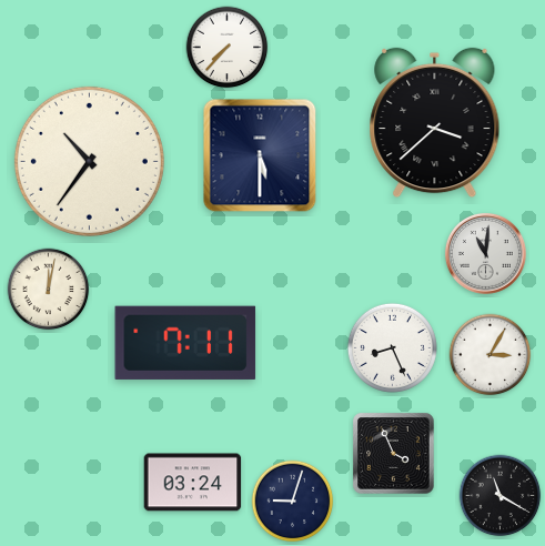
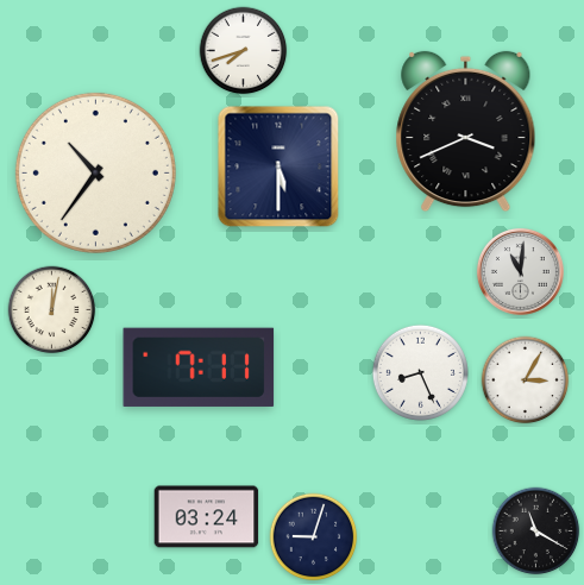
clock at (228, 48): 7:37 -> 7:42
clock at (435, 123): 3:38 -> 3:41
clock at (394, 454): 3:56 -> none
